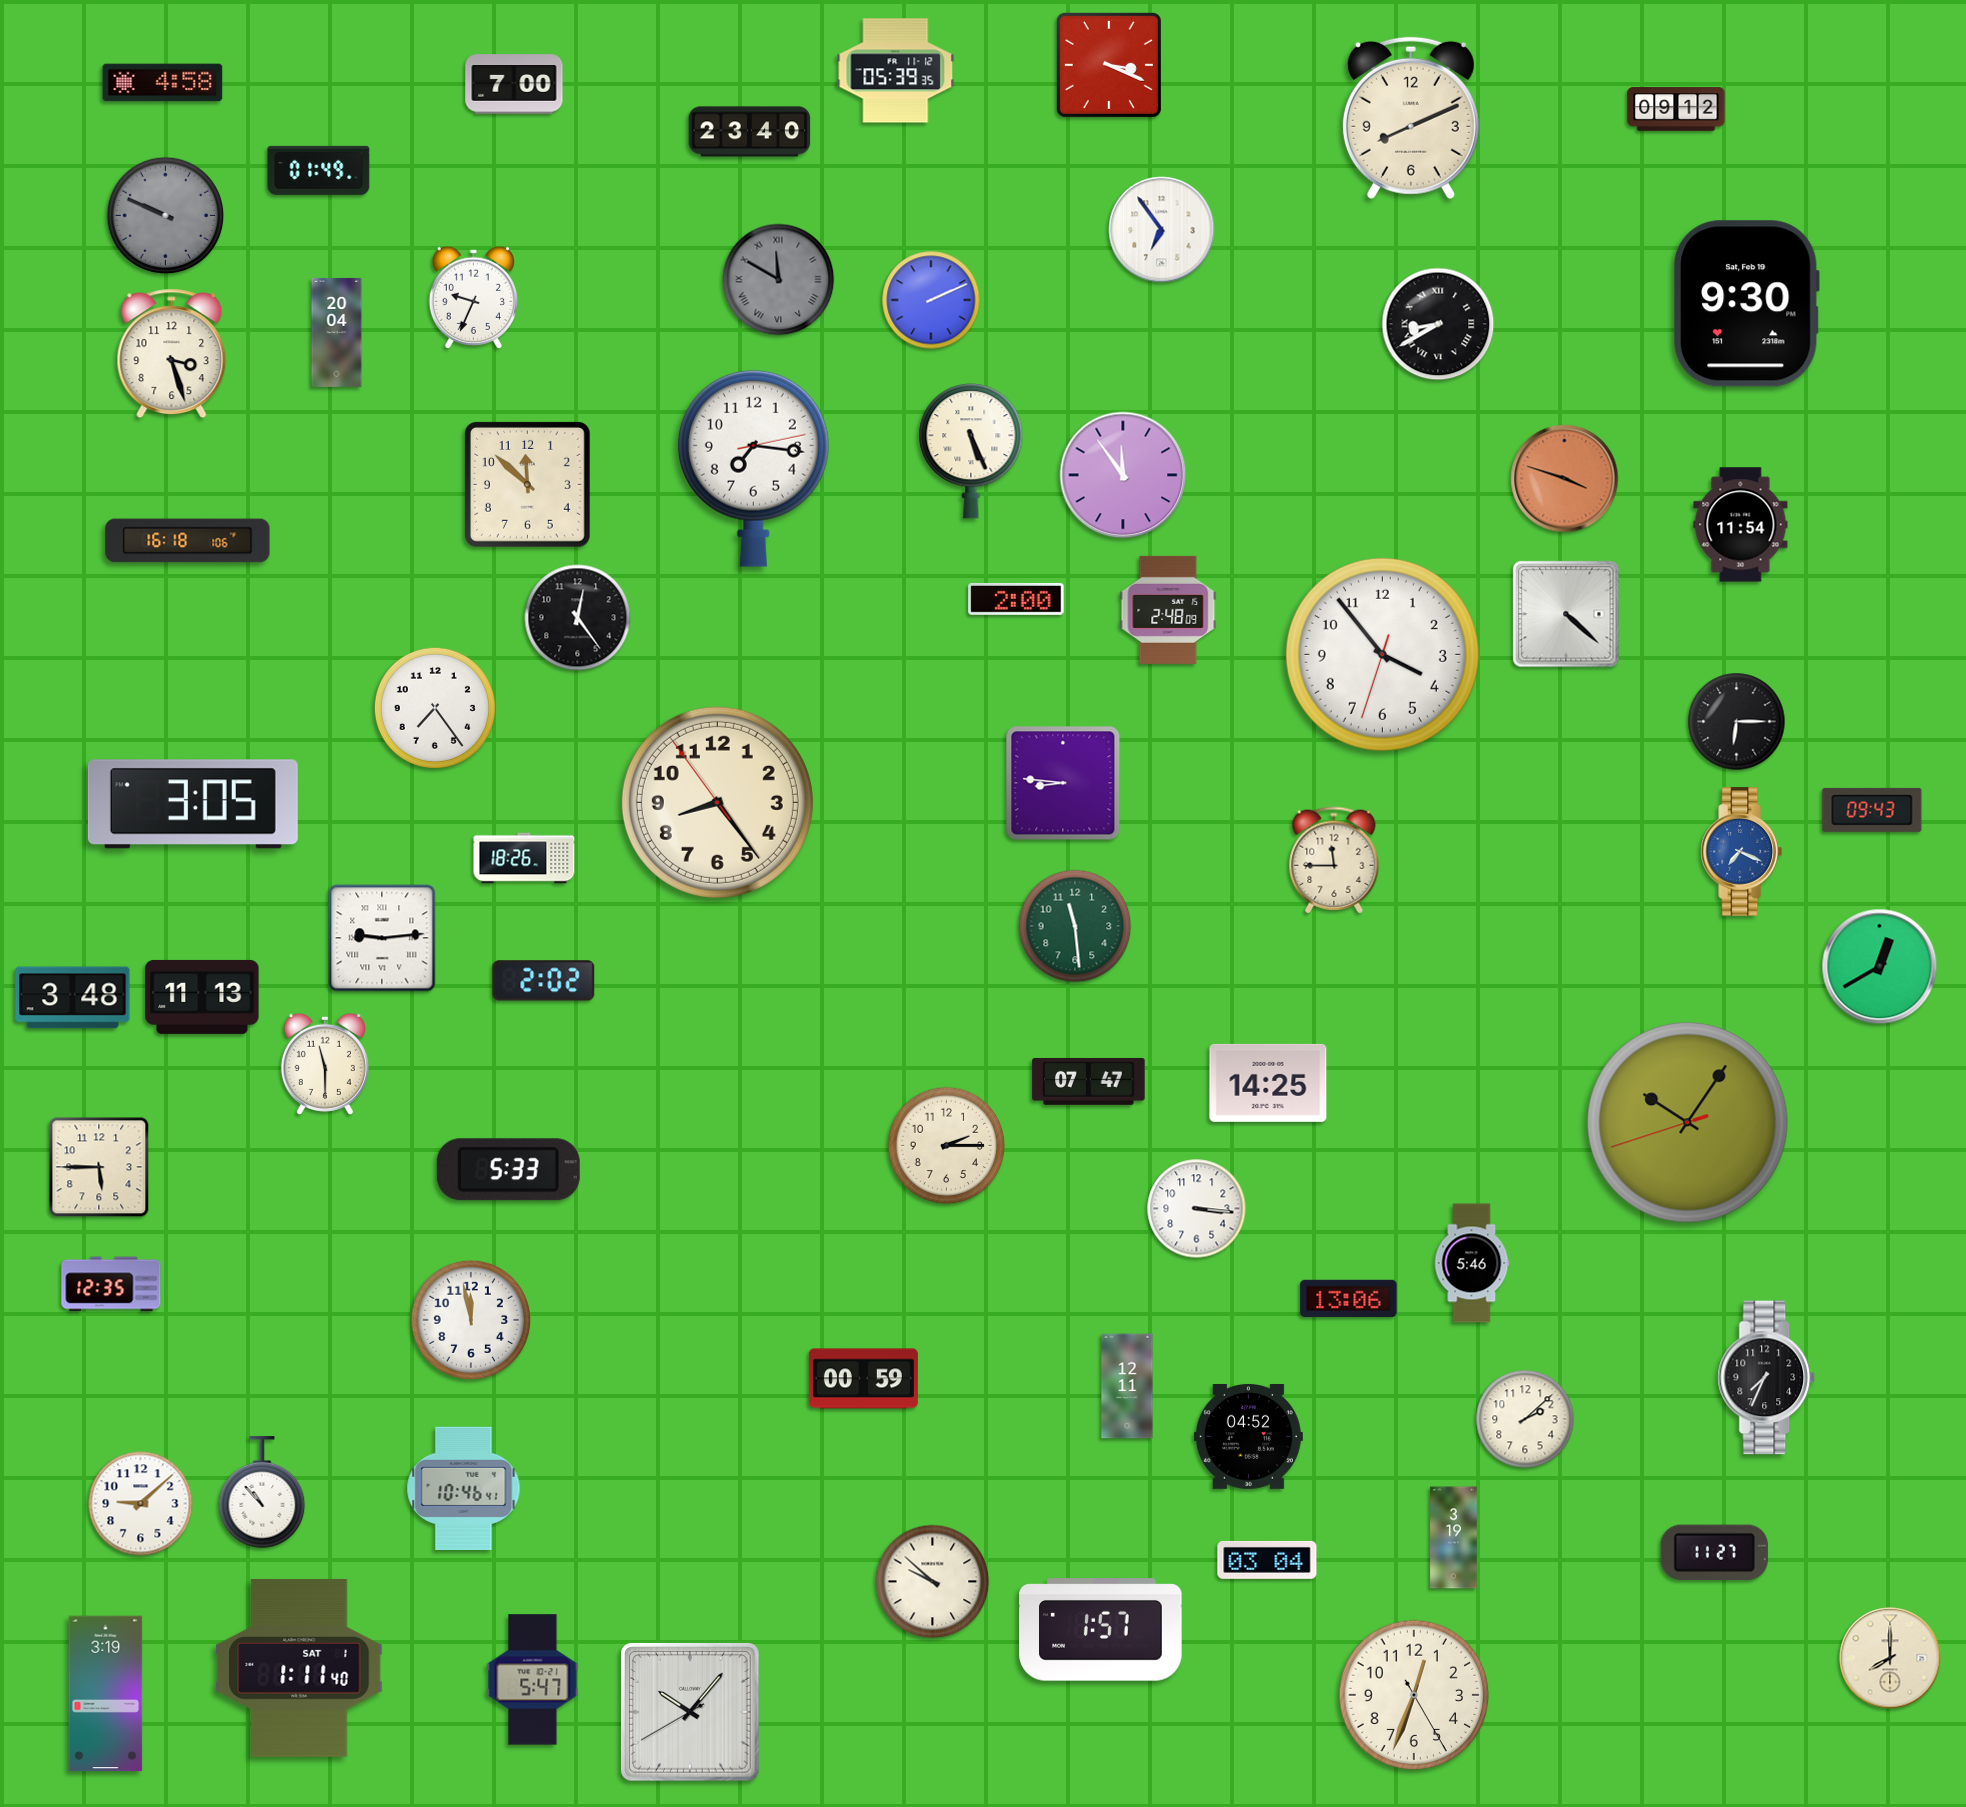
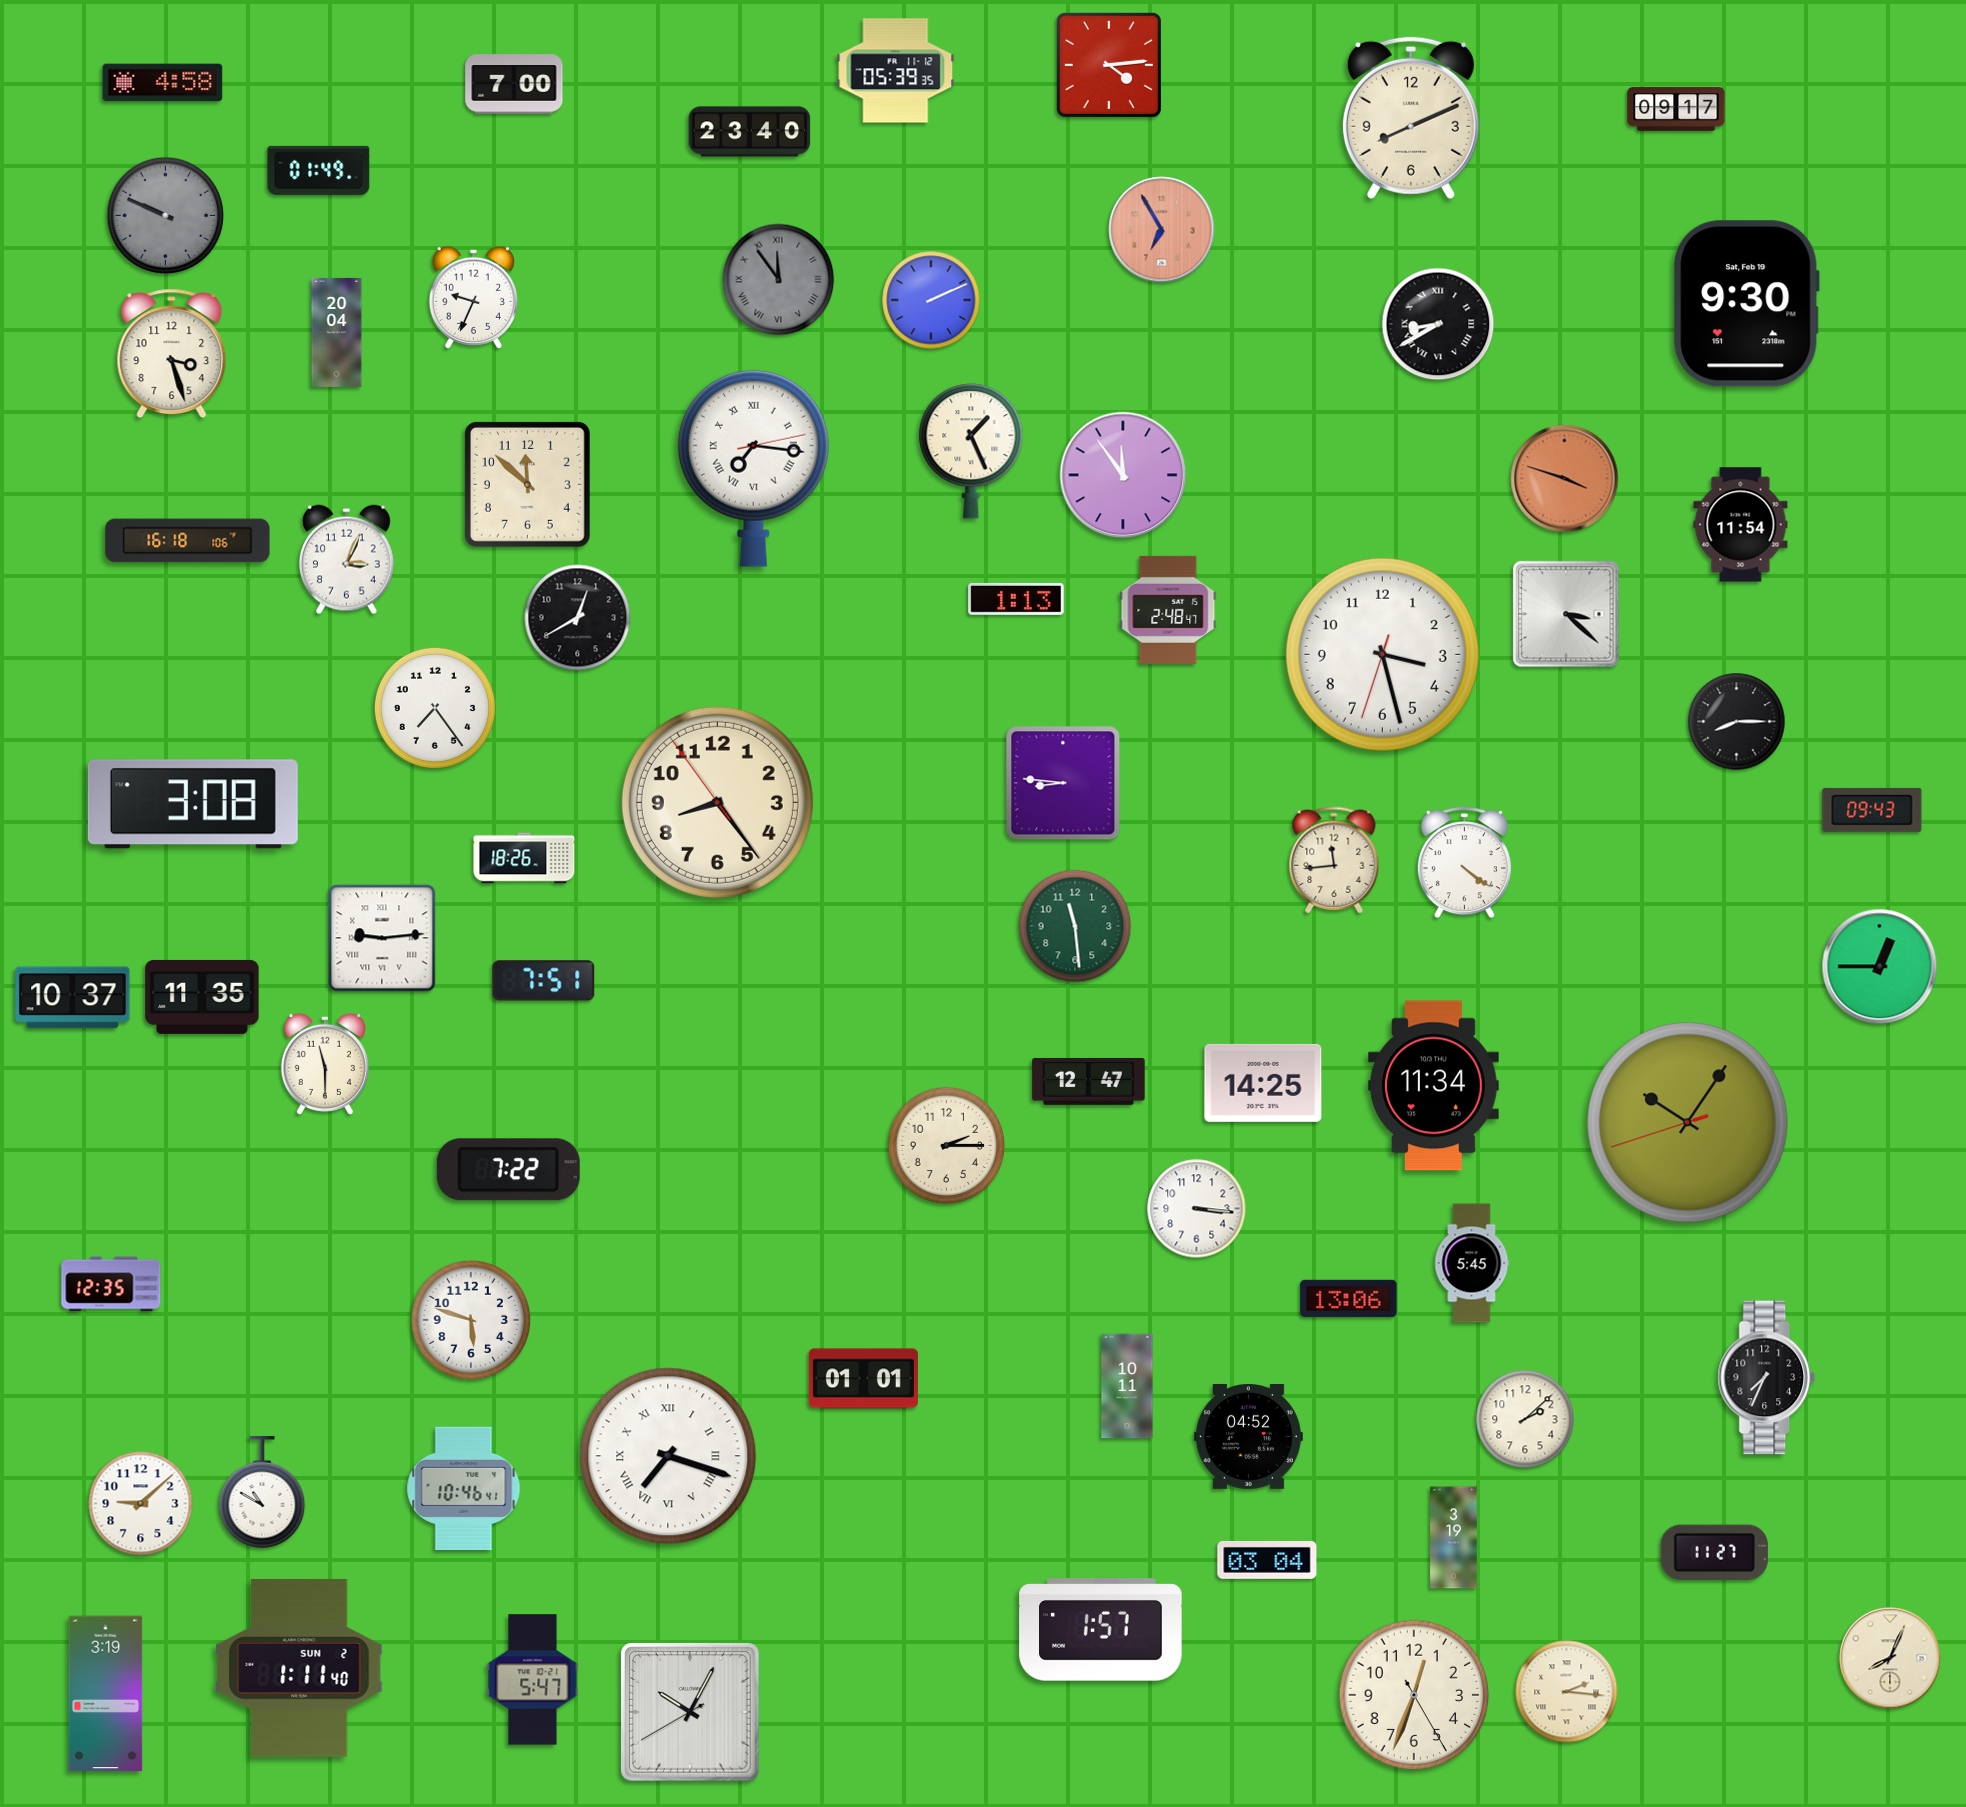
clock at (1109, 65): 3:19 -> 4:14
clock at (1676, 109): 09:12 -> 09:17
clock at (1162, 230): 6:54 -> 6:55
clock at (1162, 230) dial: white -> salmon
clock at (779, 280): 11:50 -> 11:54
clock at (971, 451): 5:26 -> 1:26
clock at (753, 468) numerals: Arabic -> Roman
clock at (346, 560): none -> 3:04
clock at (1016, 599): 2:00 -> 1:13
clock at (1168, 610): 2:48:09 -> 2:48:47
clock at (1566, 614): 4:22 -> 3:22
clock at (578, 618): 12:24 -> 12:40
clock at (1382, 654): 3:53 -> 3:27
clock at (1737, 722): 6:15 -> 8:15
clock at (193, 804): 3:05 -> 3:08
clock at (1741, 852): 7:19 -> none
clock at (1334, 860): 11:45 -> 11:44
clock at (1464, 863): none -> 4:21
clock at (1880, 967): 12:40 -> 12:45
clock at (544, 981): 2:02 -> 7:51
clock at (202, 997): 11:13 -> 11:35
clock at (73, 998): 3:48 -> 10:37
clock at (1089, 1082): 07:47 -> 12:47
clock at (1268, 1083) position: (1268, 1083) -> (1263, 1083)
clock at (1434, 1086): none -> 11:34
clock at (99, 1167): 5:45 -> none
clock at (508, 1170): 5:33 -> 7:22
clock at (1472, 1263): 5:46 -> 5:45
clock at (471, 1320): 11:58 -> 5:48
clock at (863, 1379): 00:59 -> 01:01
clock at (1127, 1386): 12:11 -> 10:11
clock at (668, 1456): none -> 7:18
clock at (262, 1493): 10:53 -> 10:50
clock at (933, 1582): 9:52 -> none
clock at (1890, 1658): 8:00 -> 8:04
clock at (299, 1668) date: SAT 1 -> SUN 2
clock at (1567, 1692): none -> 2:16
clock at (691, 1713): 10:06 -> 10:04
